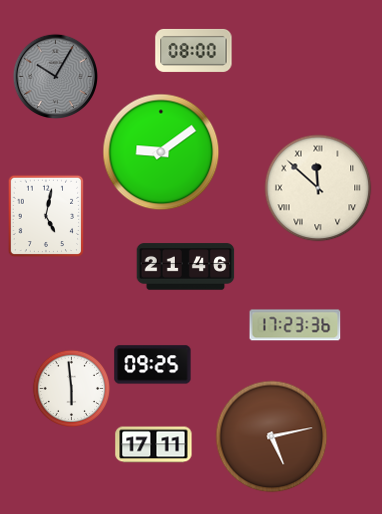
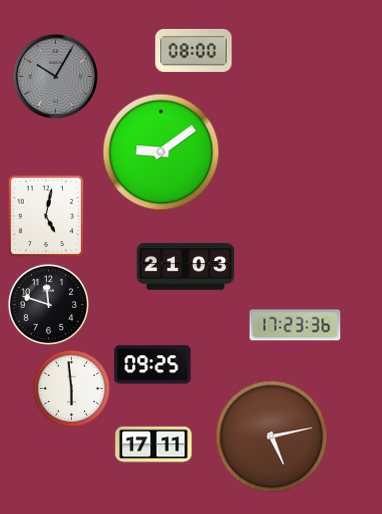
clock at (318, 188): 11:52 -> none
clock at (186, 267): 21:46 -> 21:03
clock at (48, 304): none -> 11:48
